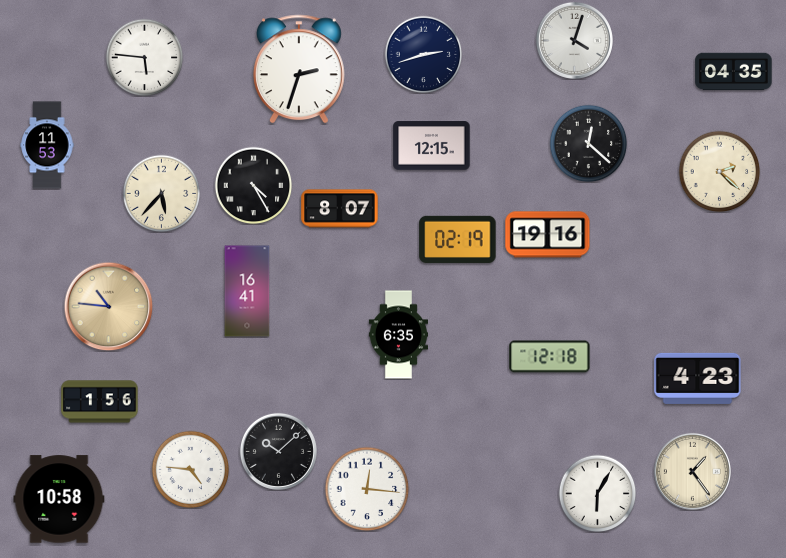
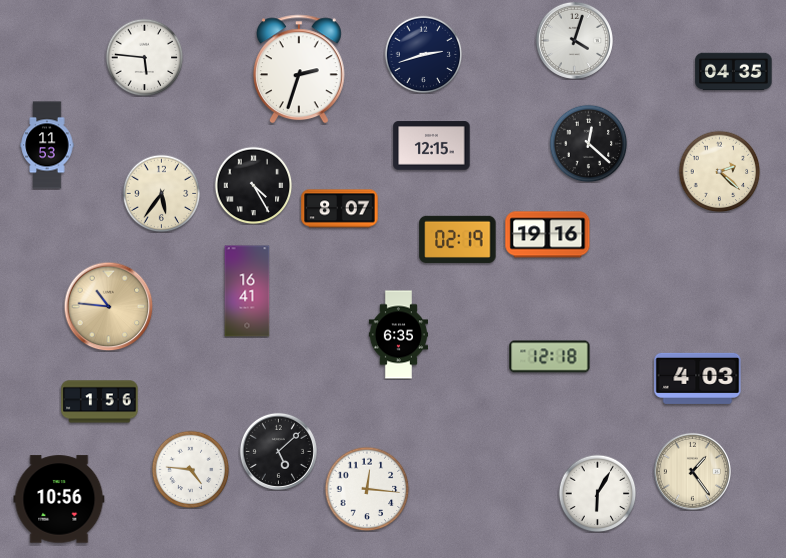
clock at (161, 193): 5:37 -> 5:36
clock at (698, 378): 4:23 -> 4:03
clock at (278, 451): 10:08 -> 5:08
clock at (59, 499): 10:58 -> 10:56
